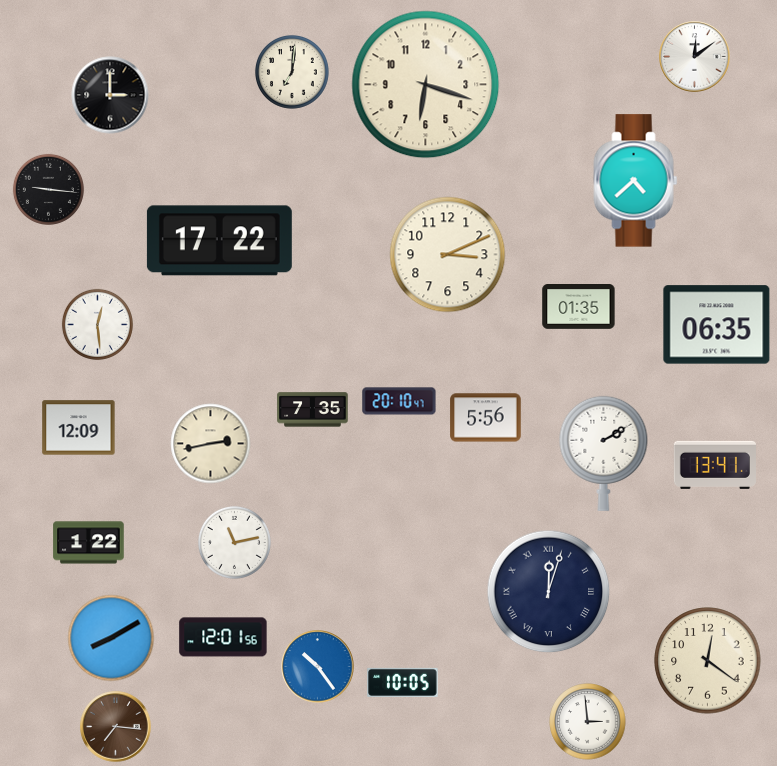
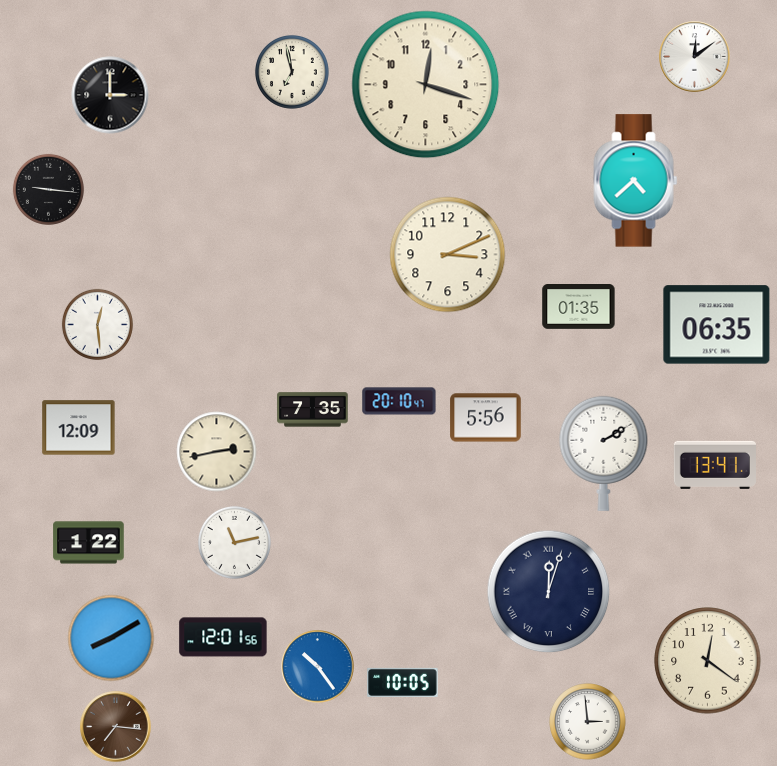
clock at (292, 72): 7:01 -> 6:58
clock at (426, 85): 6:18 -> 12:18
clock at (219, 241): 17:22 -> none
clock at (211, 444) position: (211, 444) -> (217, 452)
